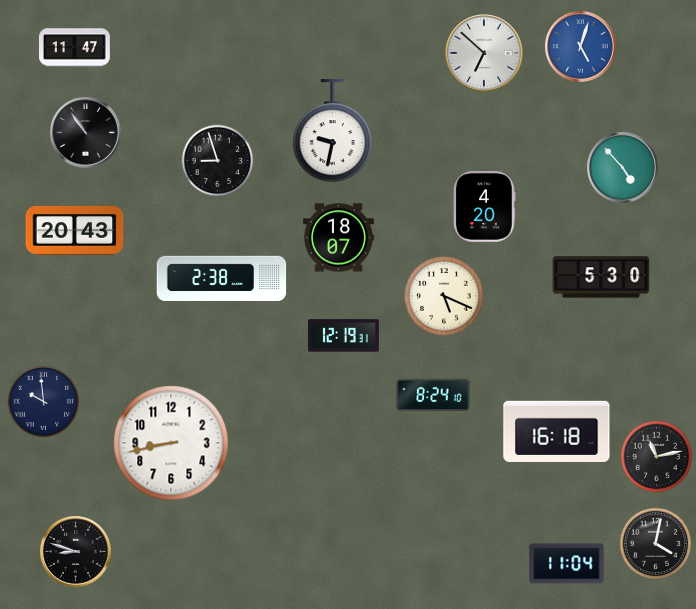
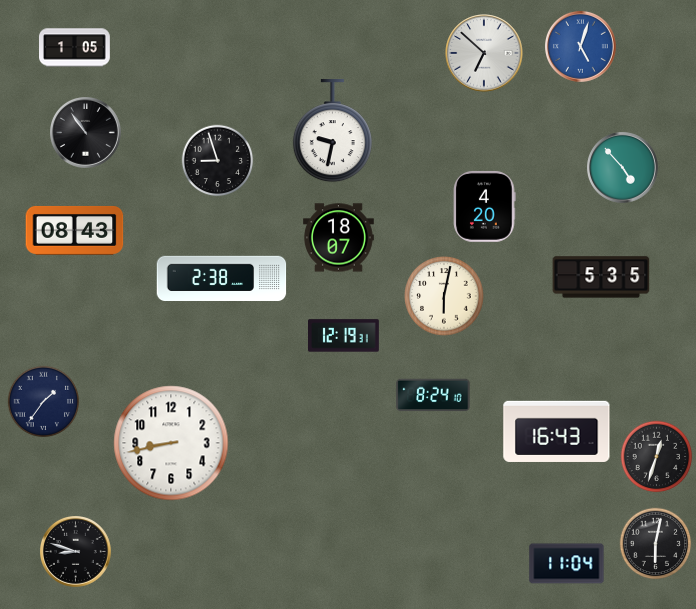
clock at (75, 48): 11:47 -> 1:05
clock at (75, 230): 20:43 -> 08:43
clock at (601, 277): 5:30 -> 5:35
clock at (444, 296): 5:19 -> 6:02
clock at (44, 402): 9:59 -> 1:36
clock at (557, 431): 16:18 -> 16:43
clock at (657, 457): 11:13 -> 12:33
clock at (656, 544): 4:02 -> 6:02
